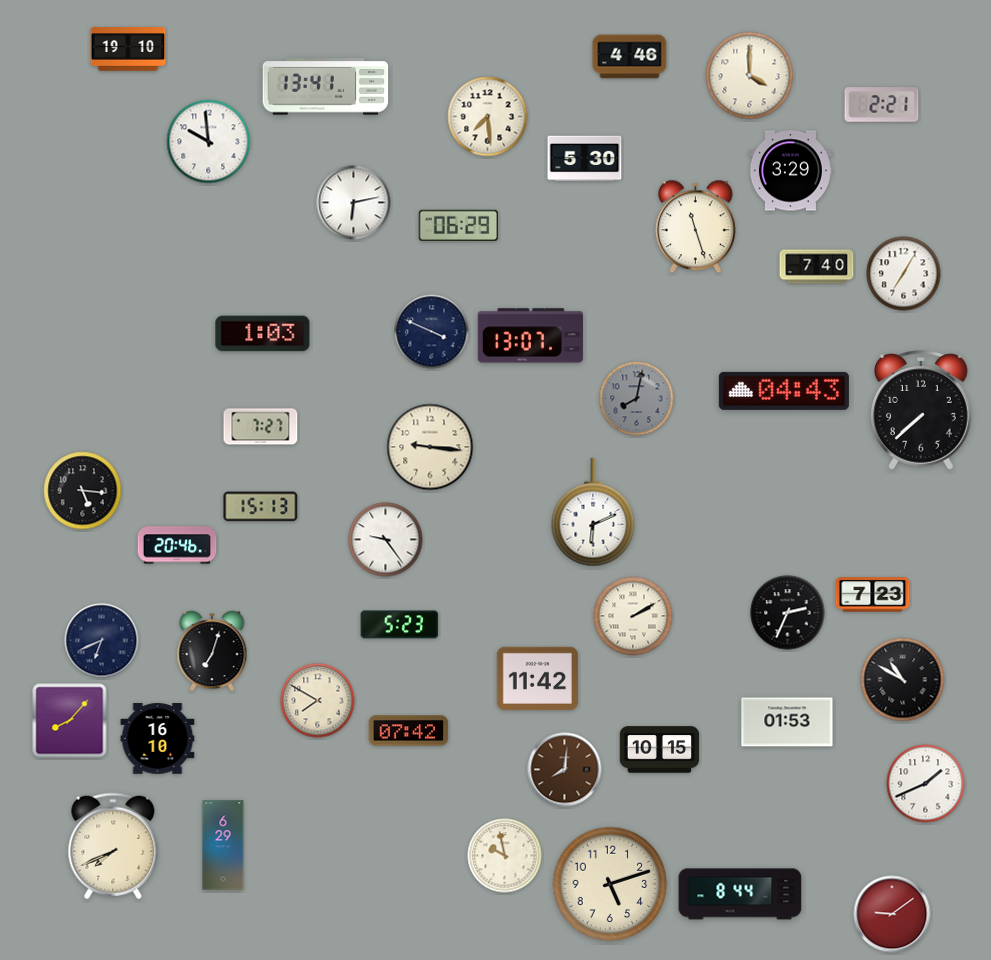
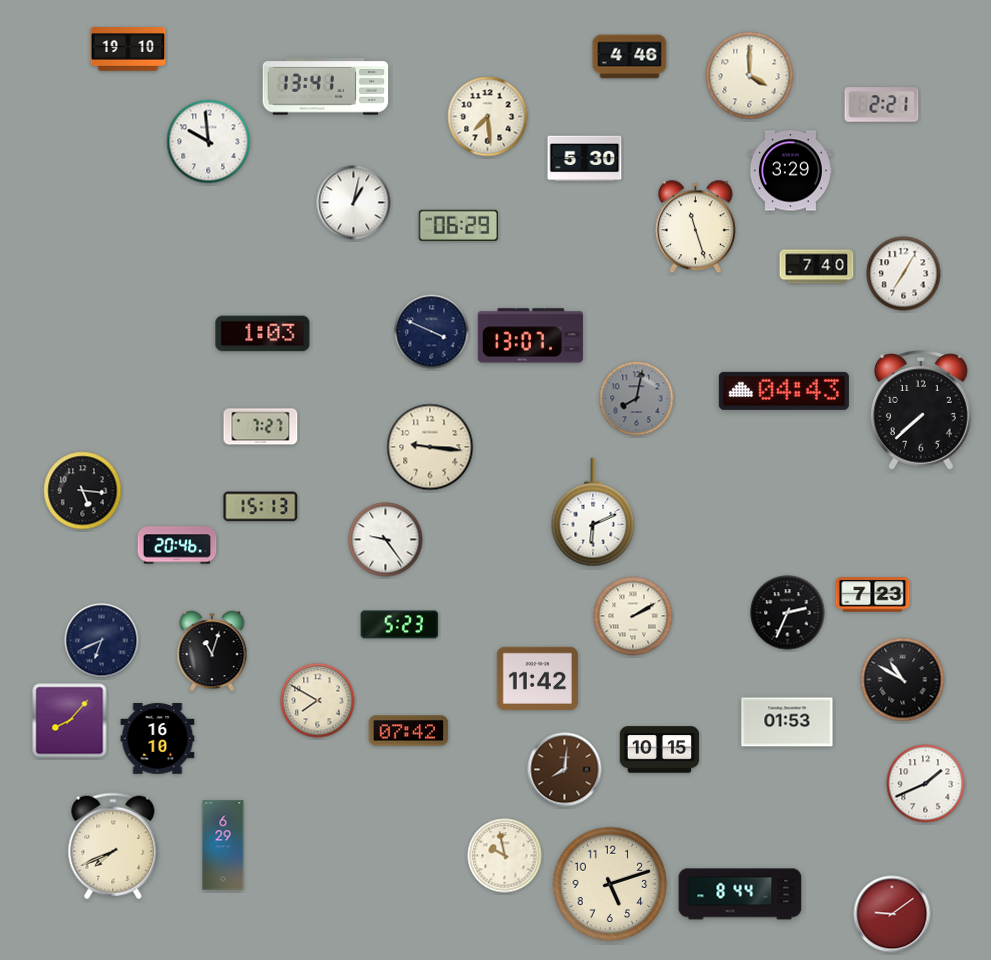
clock at (354, 203): 6:13 -> 1:02
clock at (212, 651): 7:03 -> 11:03
